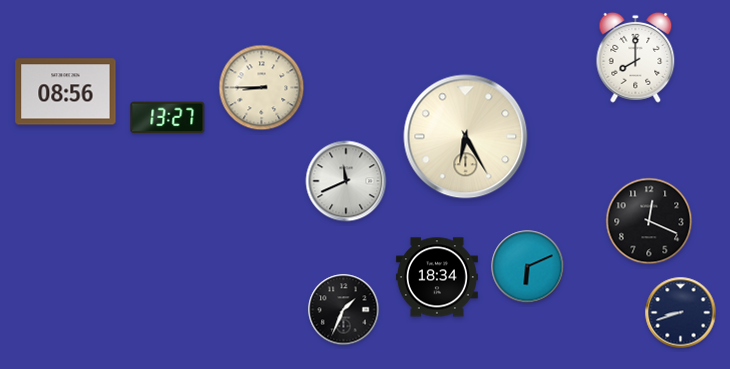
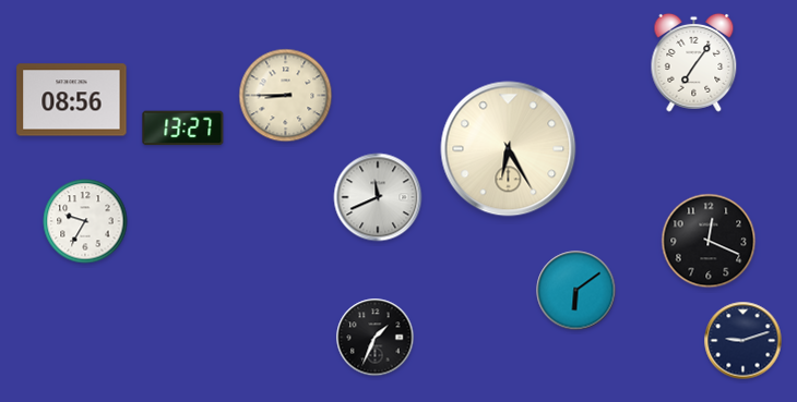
clock at (636, 57): 8:00 -> 7:06
clock at (85, 221): none -> 9:35
clock at (528, 267): 6:11 -> 6:09
clock at (437, 277): 18:34 -> none
clock at (681, 313): 8:42 -> 9:12
